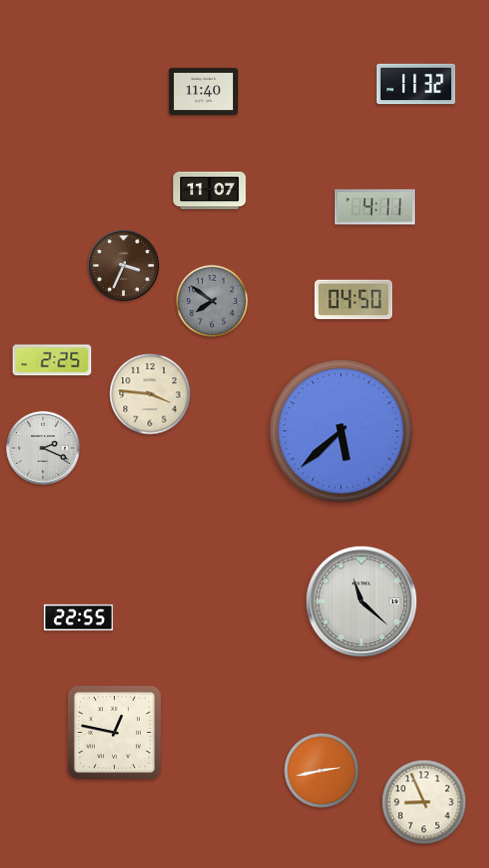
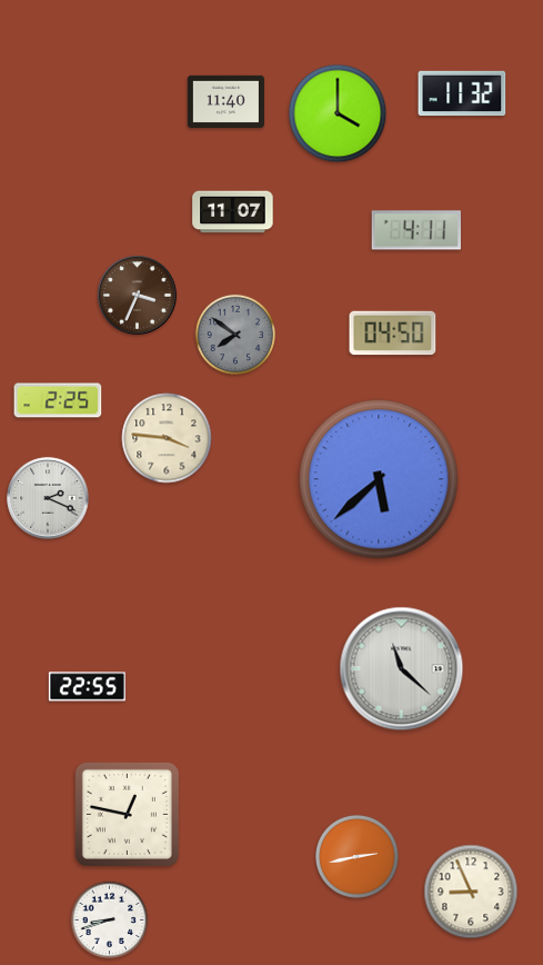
clock at (338, 113): none -> 4:00
clock at (110, 921): none -> 8:42
